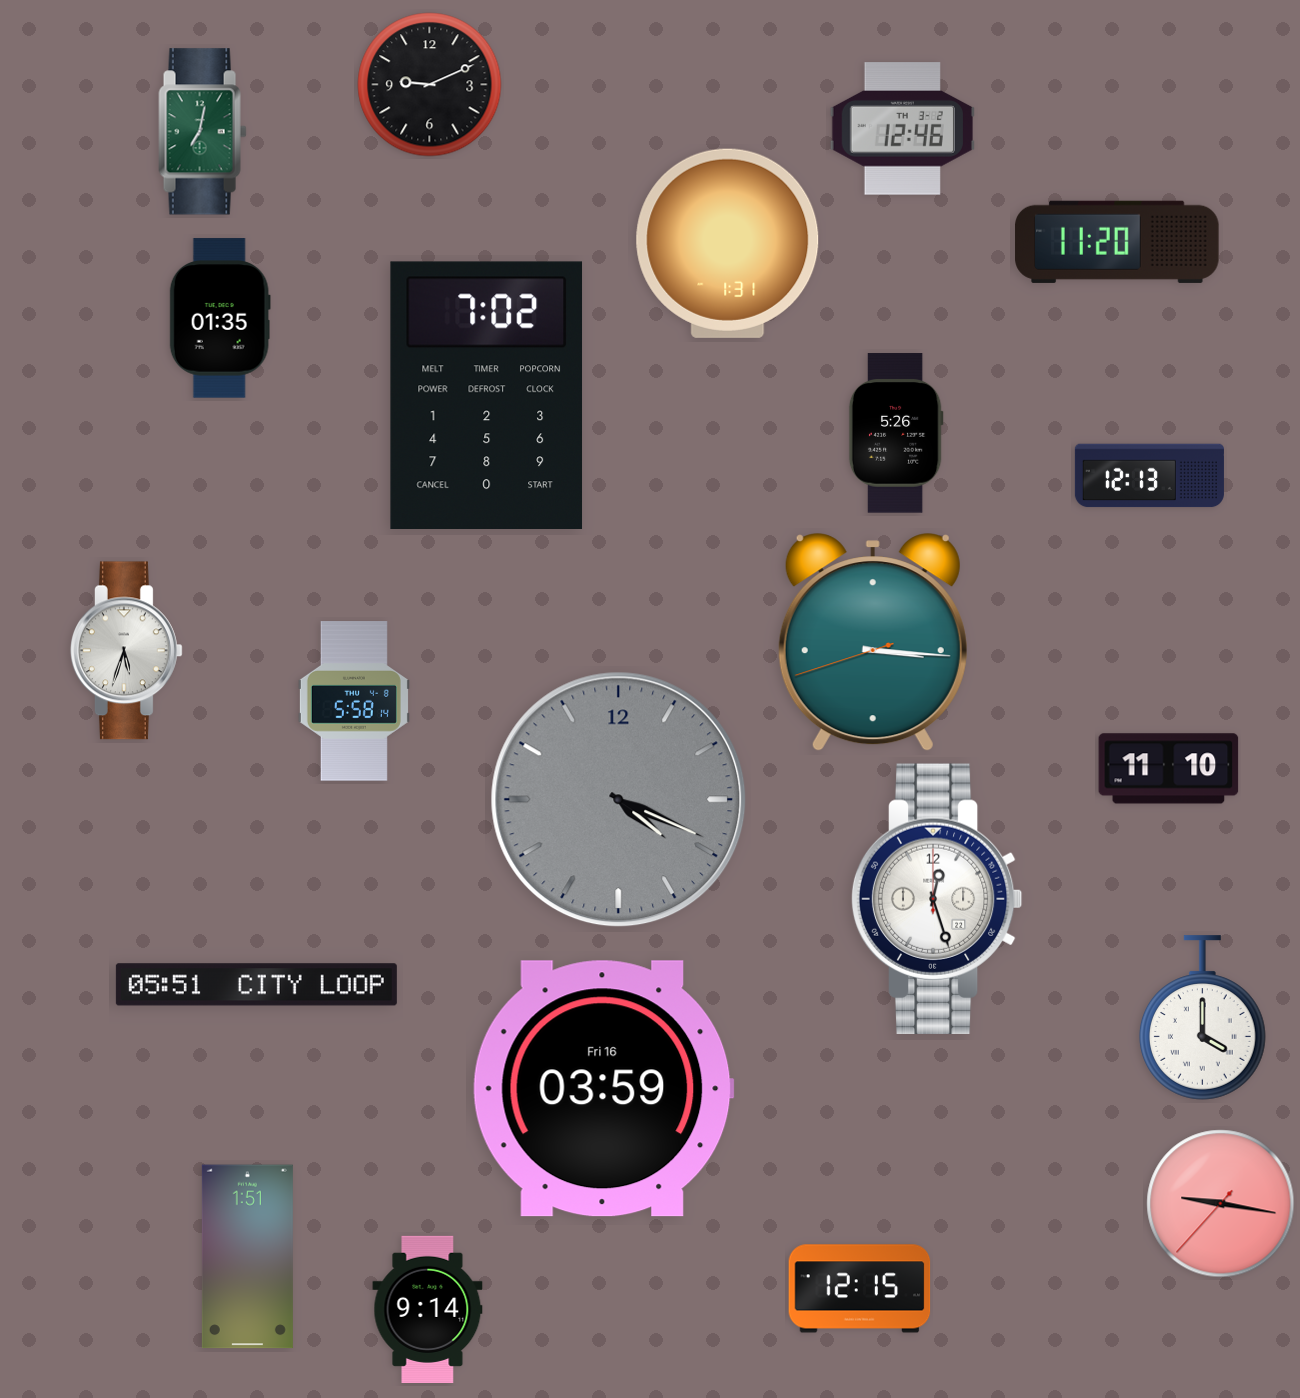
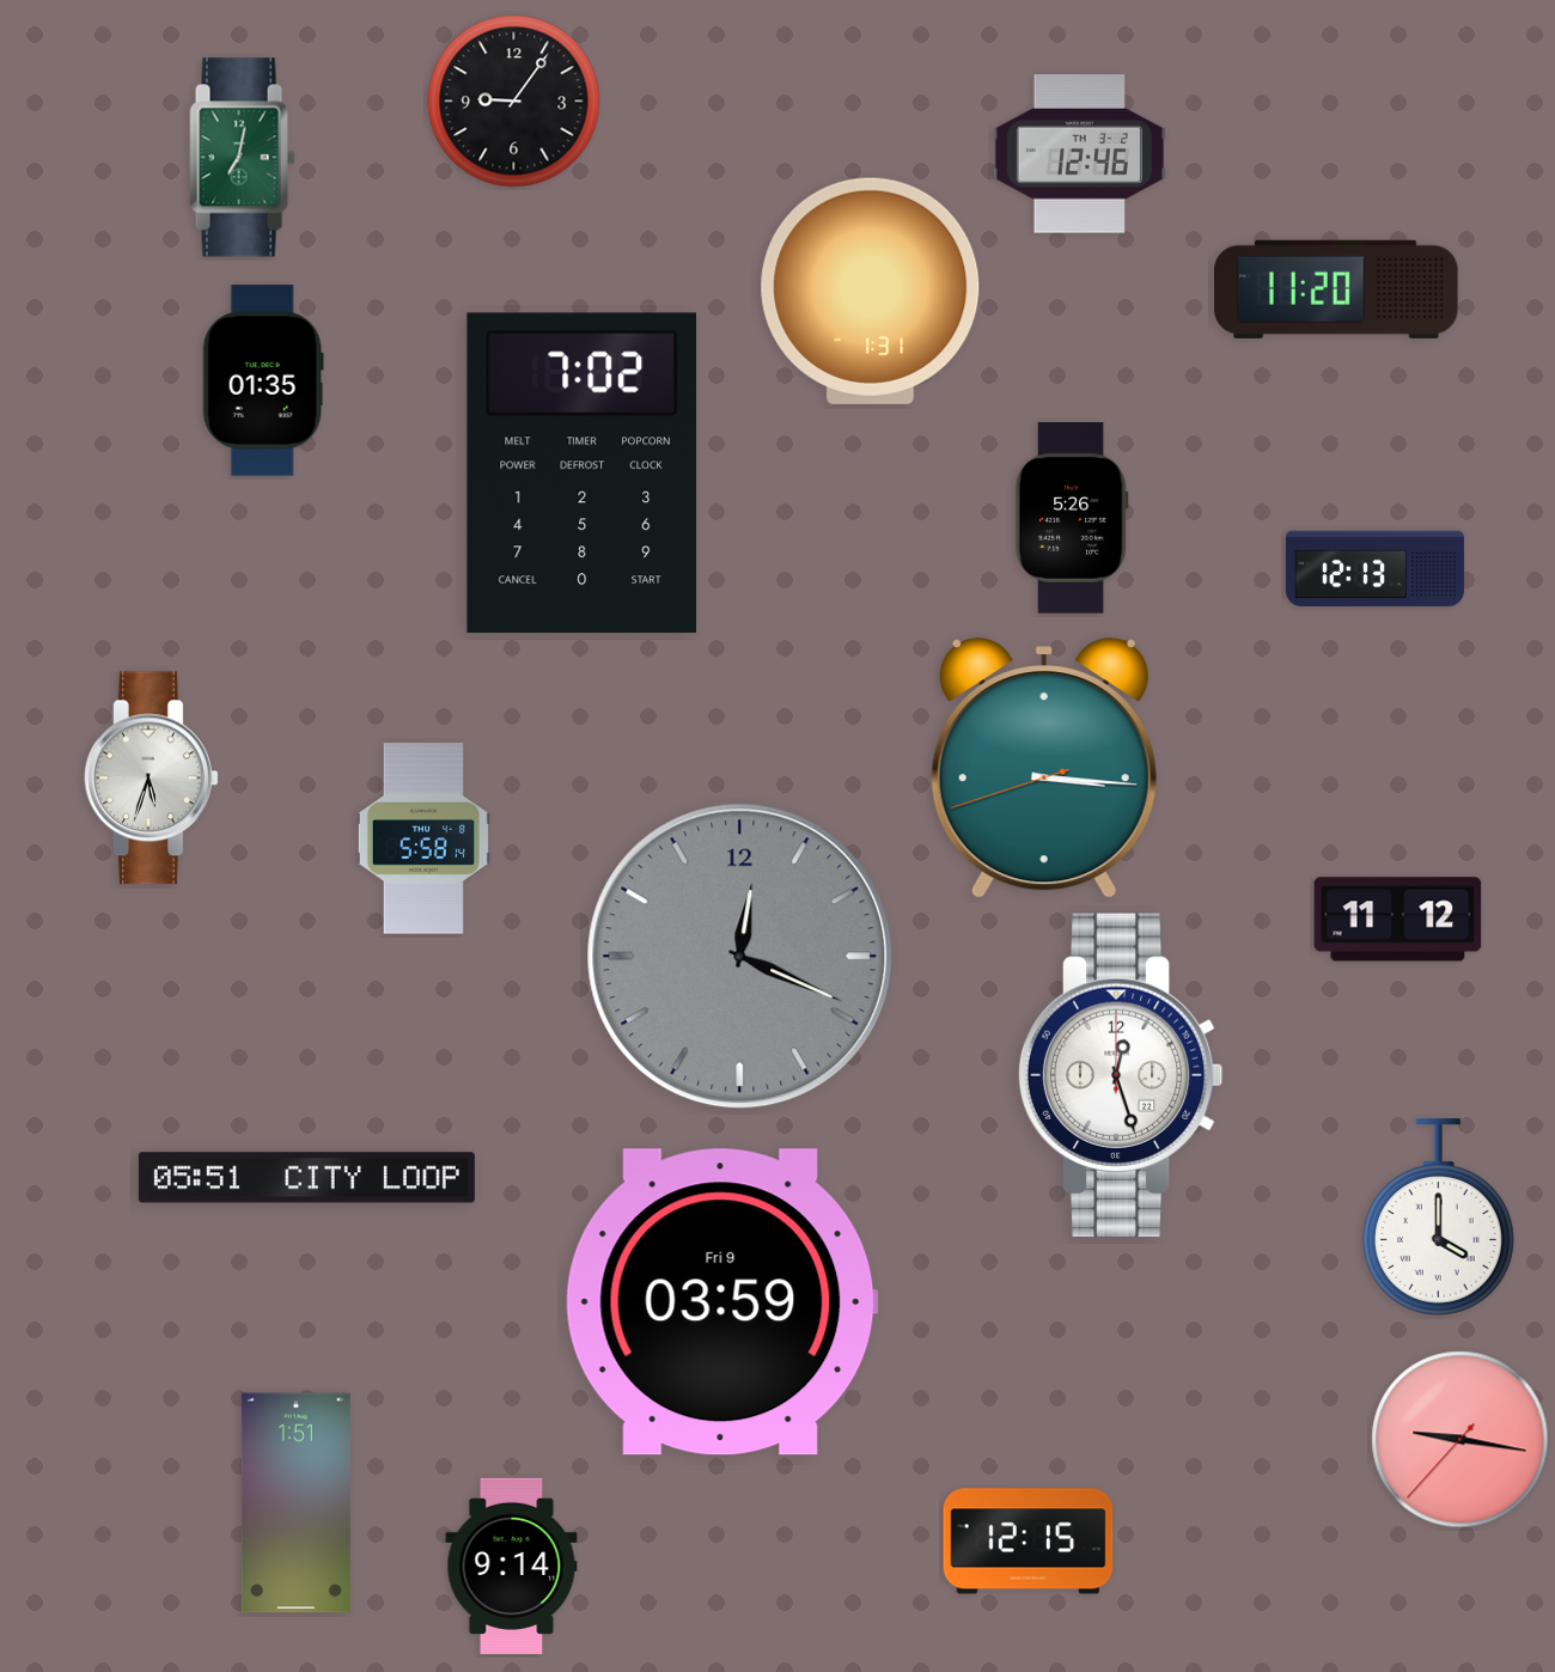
clock at (430, 85): 9:11 -> 9:06
clock at (1169, 769): 11:10 -> 11:12
clock at (619, 800): 4:19 -> 12:19
clock at (603, 1089) date: Fri 16 -> Fri 9
